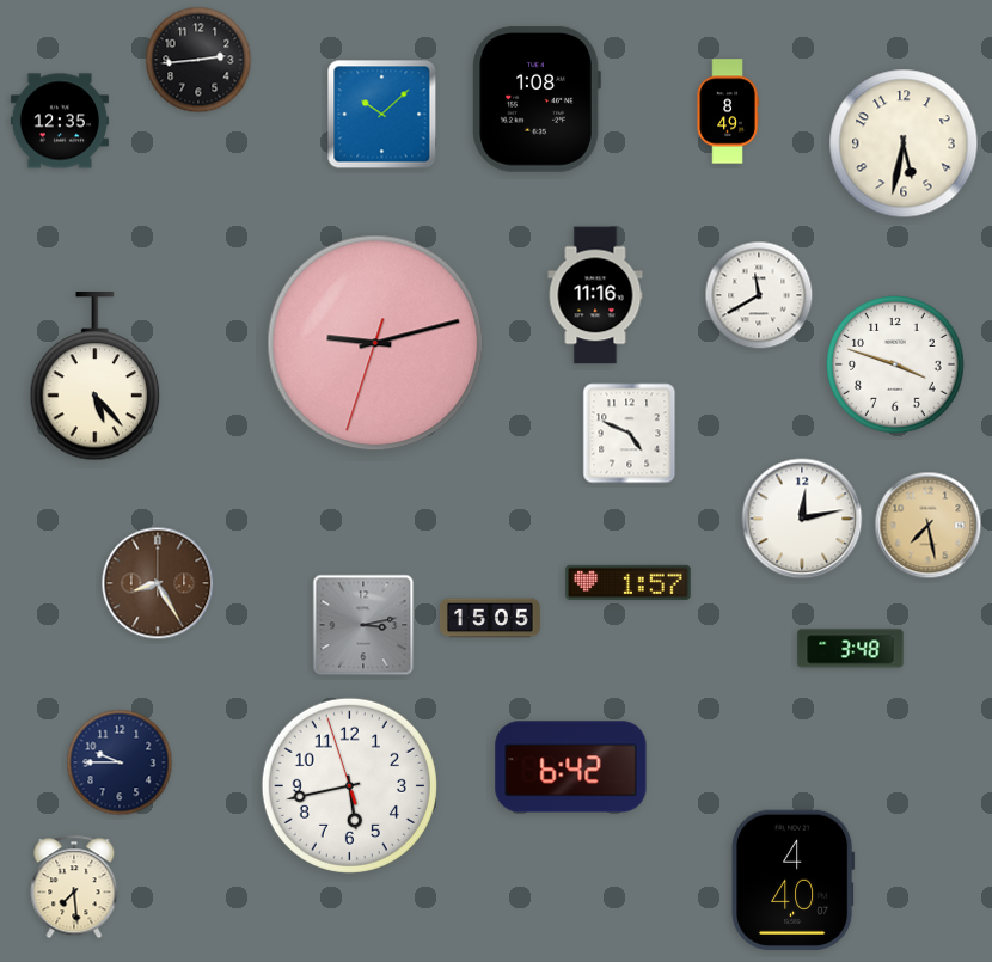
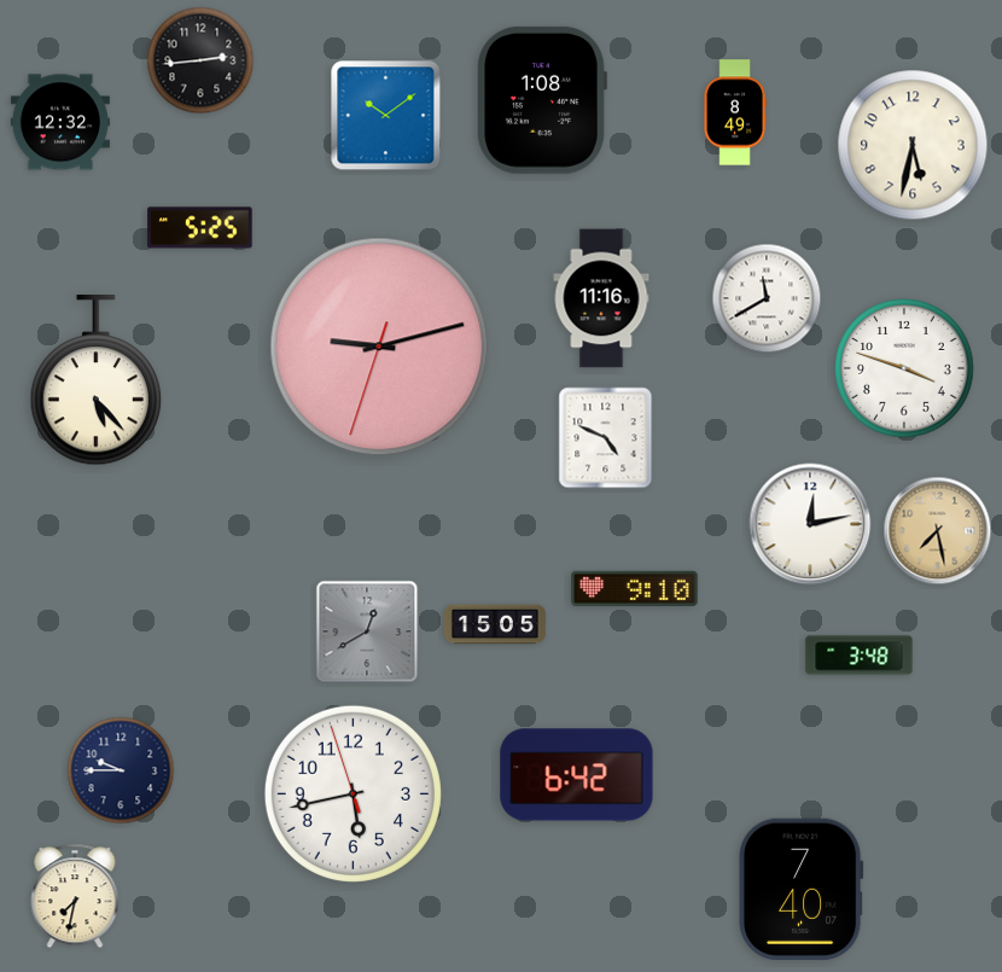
clock at (382, 115): 10:08 -> 10:09
clock at (60, 121): 12:35 -> 12:32
clock at (200, 228): none -> 5:25
clock at (630, 434) position: (630, 434) -> (606, 438)
clock at (629, 582): 1:57 -> 9:10
clock at (158, 583): 8:25 -> none
clock at (363, 625): 3:13 -> 12:40
clock at (792, 880): 4:40 -> 7:40
clock at (74, 887): 7:29 -> 7:32
